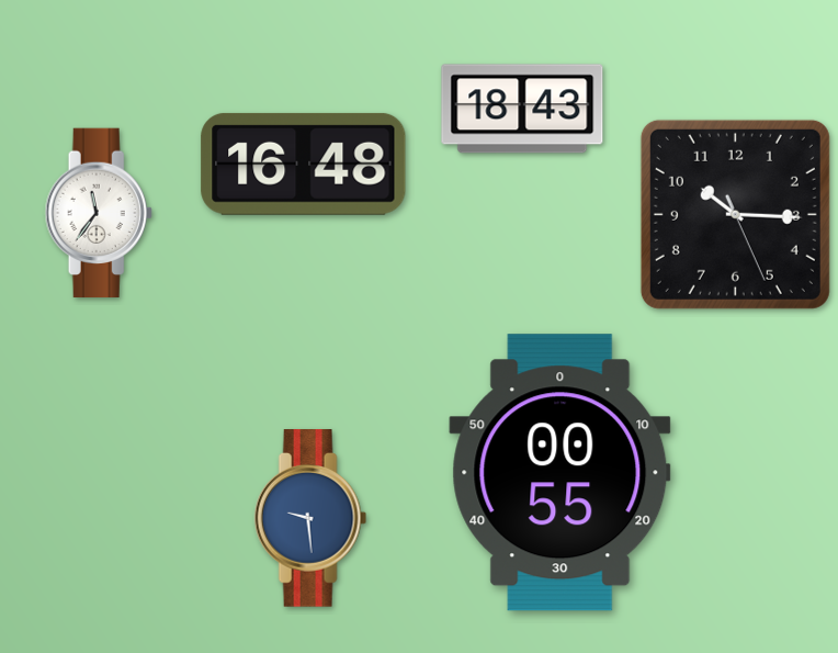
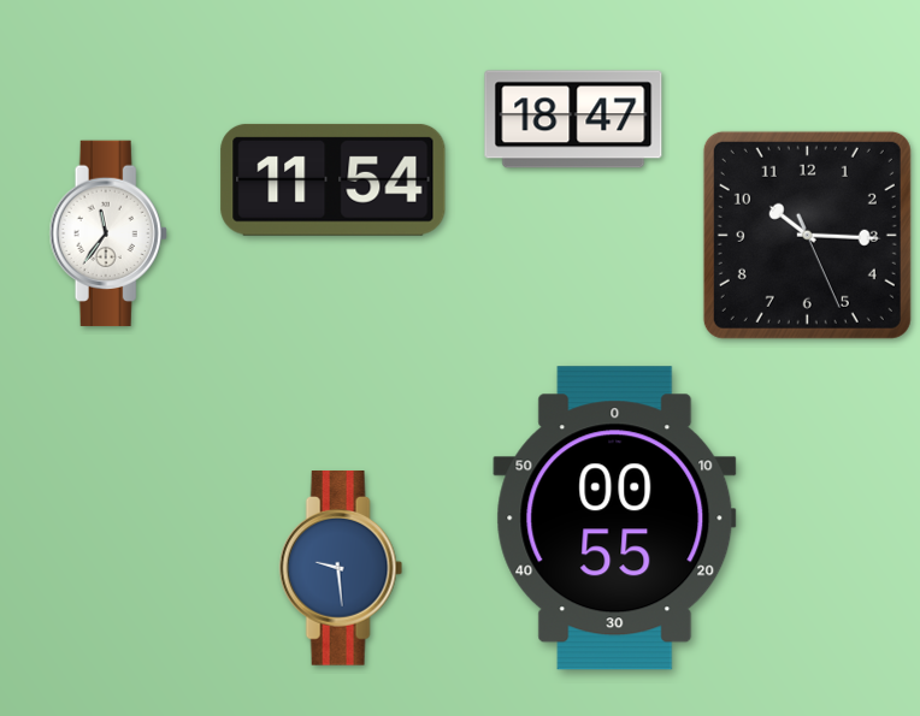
clock at (522, 109): 18:43 -> 18:47
clock at (304, 164): 16:48 -> 11:54
